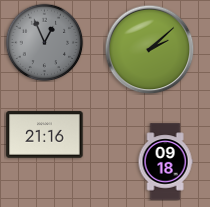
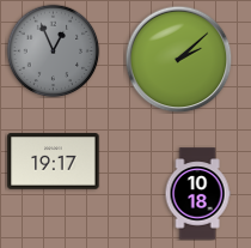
clock at (45, 135): 21:16 -> 19:17
clock at (165, 162): 09:18 -> 10:18
